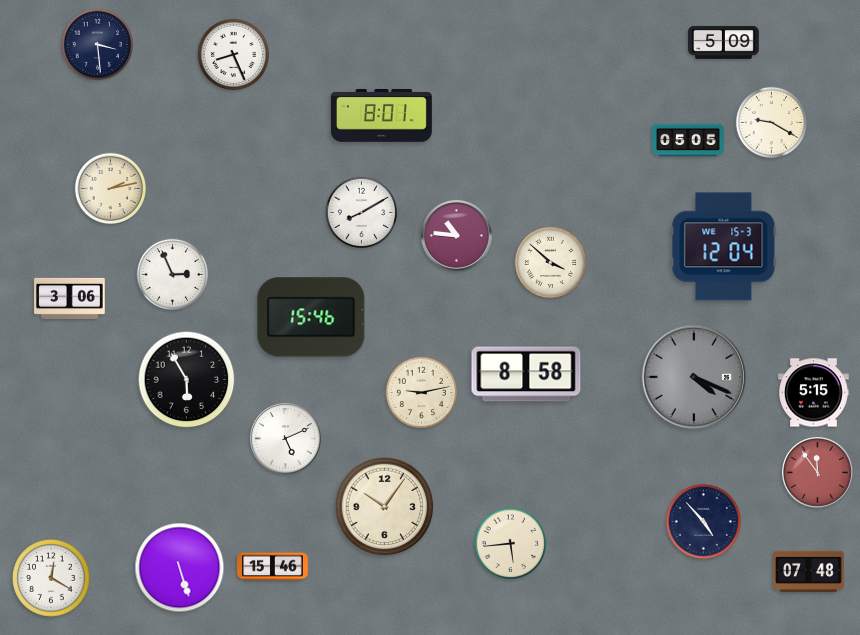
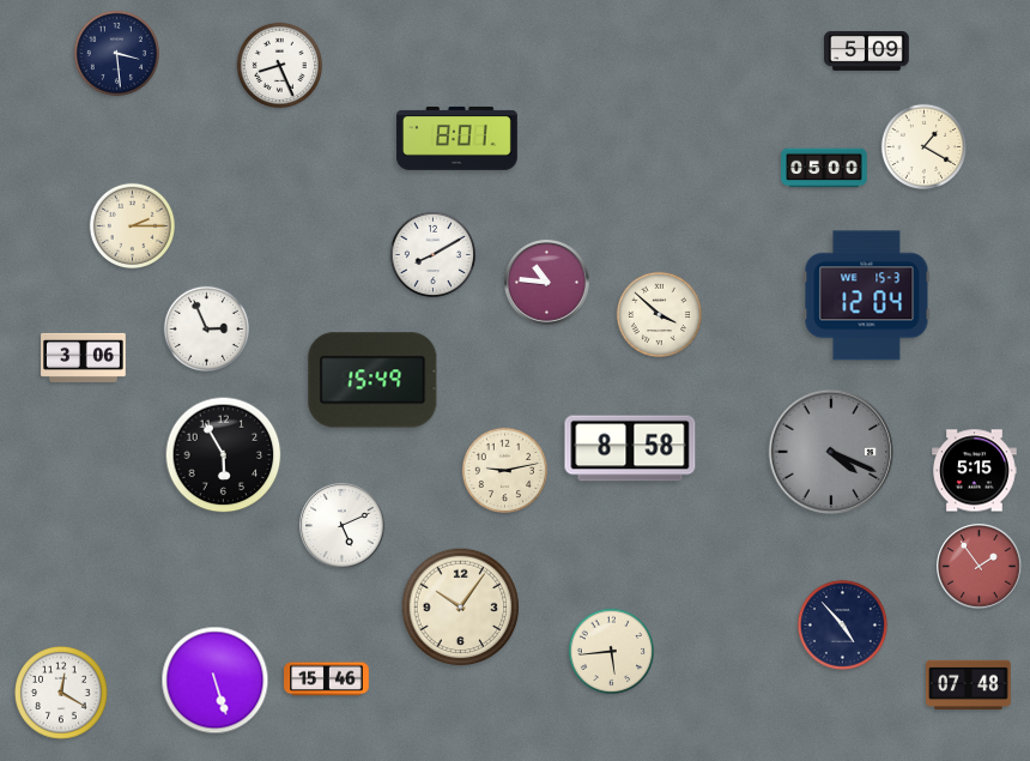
clock at (772, 123): 9:20 -> 1:20
clock at (688, 140): 05:05 -> 05:00
clock at (111, 189): 2:13 -> 2:15
clock at (311, 317): 15:46 -> 15:49
clock at (818, 473): 11:54 -> 1:54
